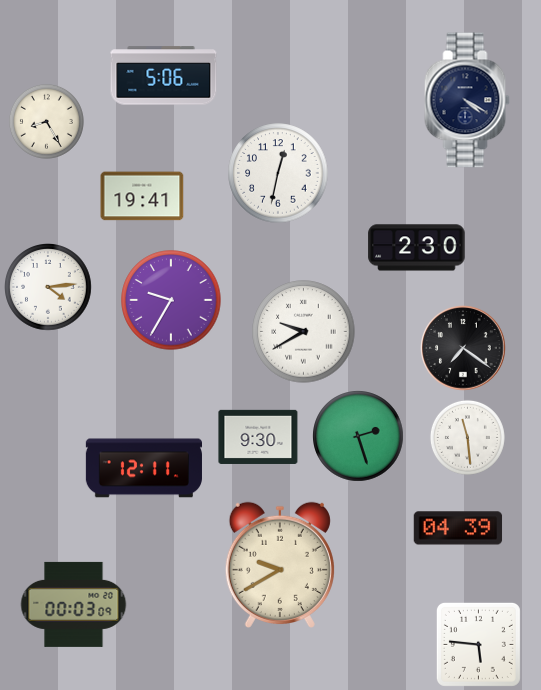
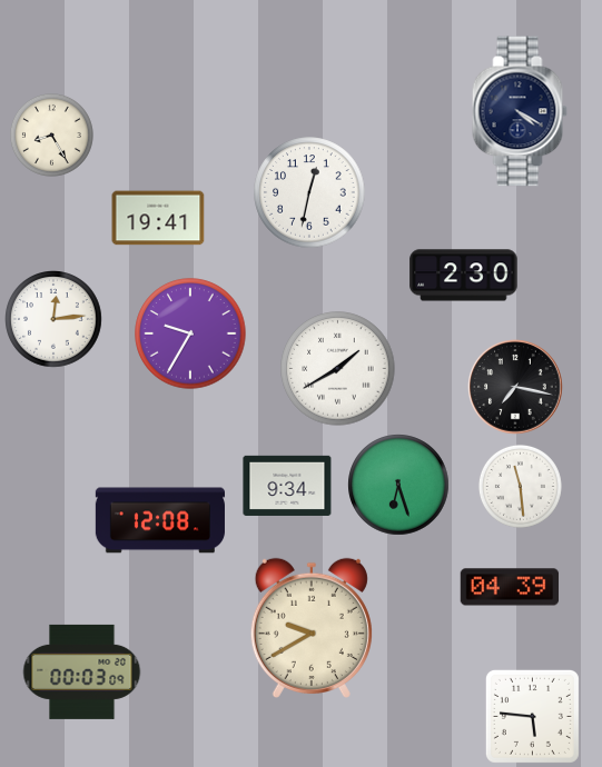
clock at (164, 76): 5:06 -> none
clock at (49, 288): 4:14 -> 12:14
clock at (304, 332): 9:40 -> 1:40
clock at (463, 348): 7:21 -> 7:17
clock at (358, 436): 2:27 -> 6:27
clock at (258, 437): 9:30 -> 9:34
clock at (144, 468): 12:11 -> 12:08
